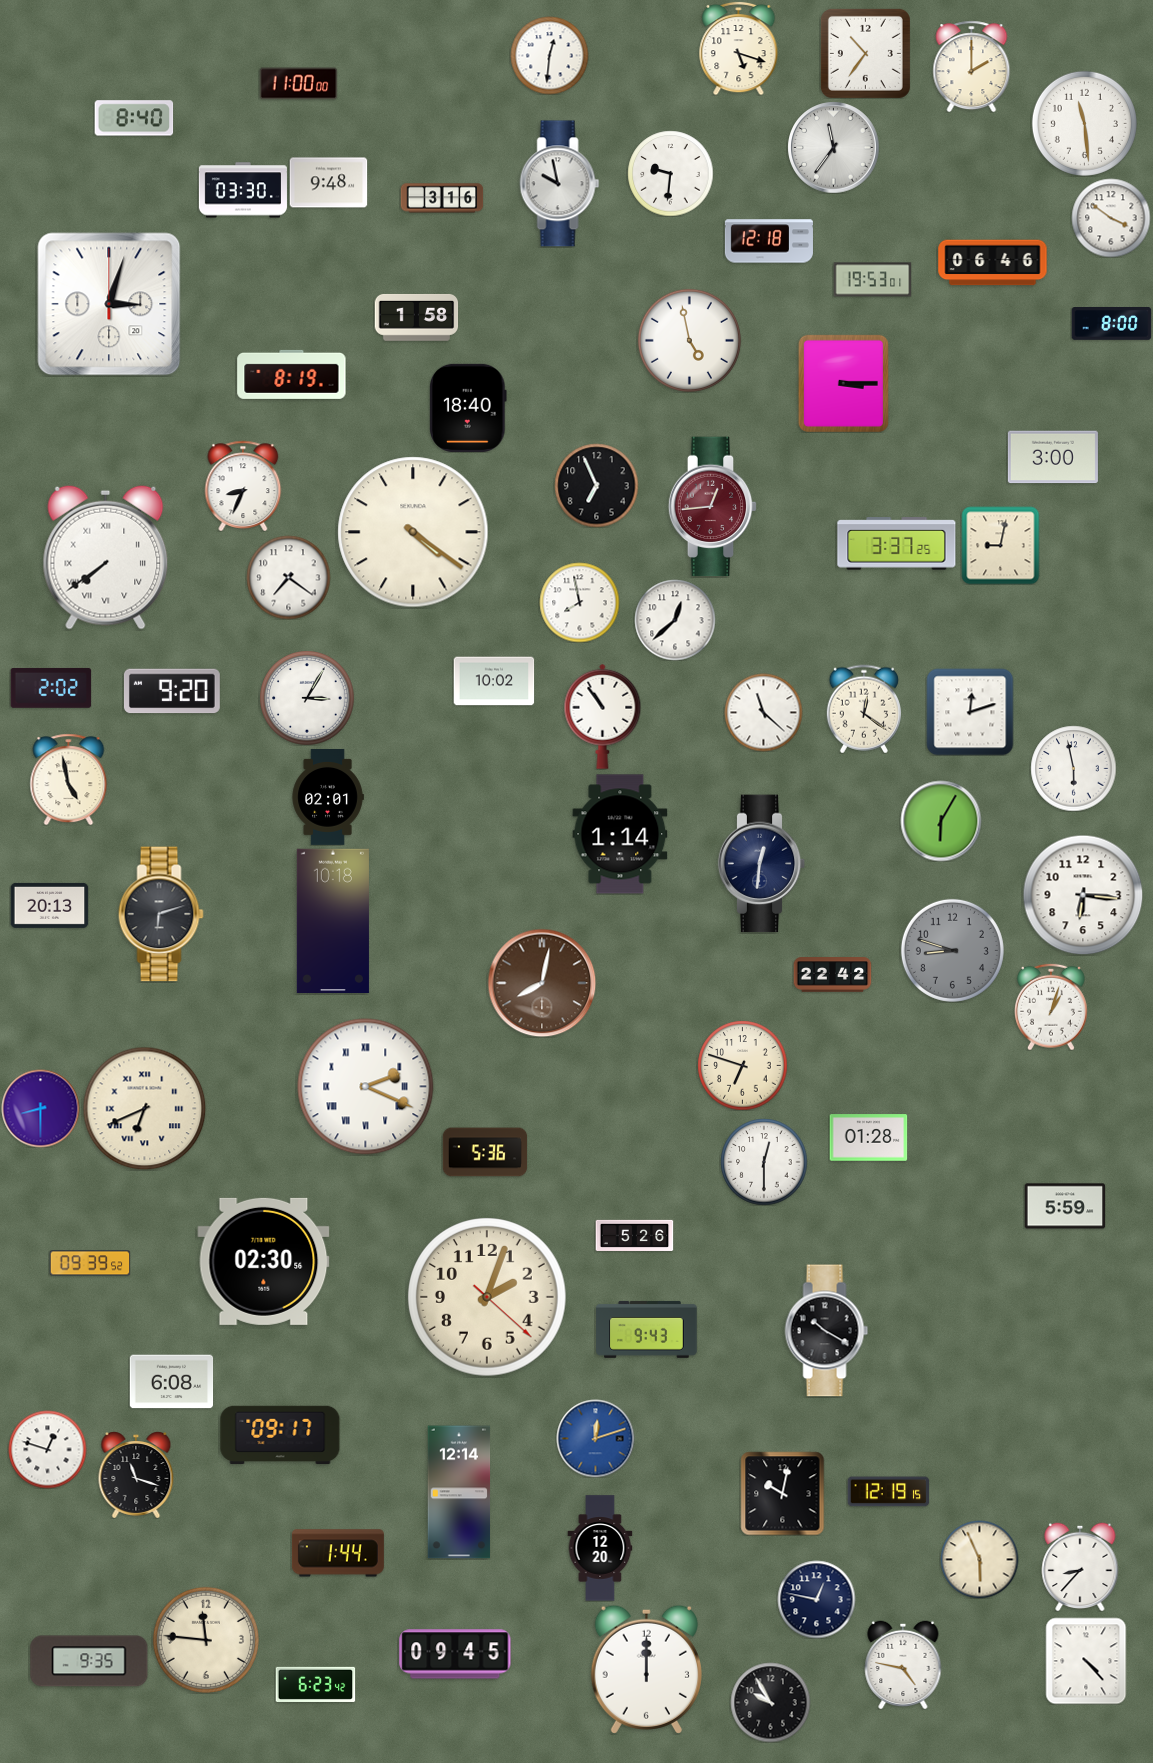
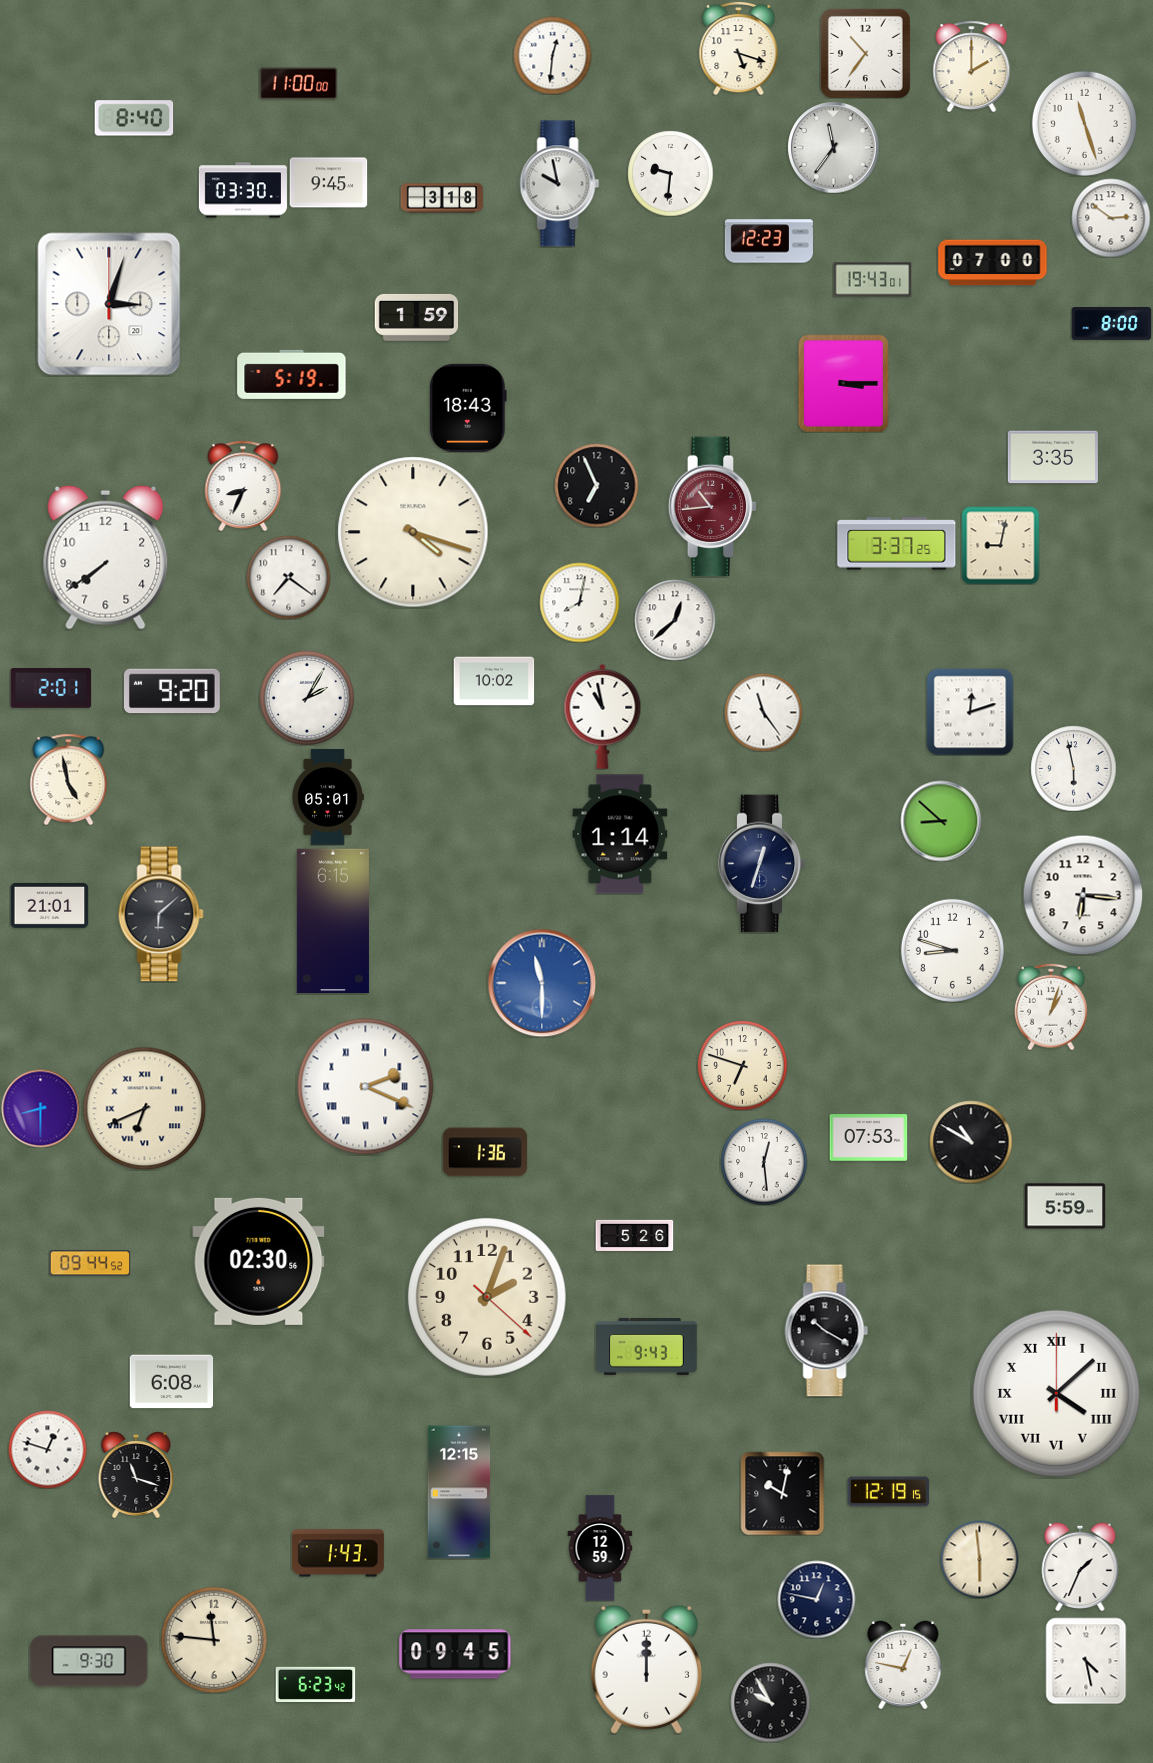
clock at (549, 55) position: (549, 55) -> (552, 55)
clock at (1084, 123): 11:29 -> 11:27
clock at (328, 183): 9:48 -> 9:45
clock at (442, 198): 3:16 -> 3:18
clock at (1111, 218): 3:51 -> 2:51
clock at (769, 241): 12:18 -> 12:23
clock at (993, 263): 06:46 -> 07:00
clock at (872, 280): 19:53 -> 19:43
clock at (416, 317): 1:58 -> 1:59
clock at (689, 340): 4:58 -> none
clock at (292, 374): 8:19 -> 5:19
clock at (468, 408): 18:40 -> 18:43
clock at (1053, 457): 3:00 -> 3:35
clock at (713, 507): 12:44 -> 10:44
clock at (413, 532): 4:21 -> 4:18
clock at (106, 557) numerals: Roman -> Arabic
clock at (579, 602): 7:58 -> 8:02
clock at (51, 688): 2:02 -> 2:01
clock at (307, 698): 3:05 -> 2:05
clock at (864, 709): 12:21 -> none
clock at (763, 712): 11:22 -> 11:24
clock at (603, 716): 10:54 -> 10:58
clock at (328, 798): 02:01 -> 05:01
clock at (941, 821): 6:05 -> 8:52
clock at (762, 864): 12:31 -> 12:33
clock at (49, 905): 20:13 -> 21:01
clock at (161, 914): 6:12 -> 6:08
clock at (333, 920): 10:18 -> 6:15
clock at (952, 950) dial: grey -> white
clock at (832, 975): 22:42 -> none
clock at (542, 983): 8:02 -> 11:30
clock at (542, 983) dial: brown -> blue
clock at (868, 1138): 01:28 -> 07:53
clock at (971, 1142): none -> 10:50
clock at (485, 1152): 5:36 -> 1:36
clock at (764, 1162): 12:30 -> 12:29
clock at (264, 1261) position: (264, 1261) -> (259, 1261)
clock at (90, 1263): 09:39 -> 09:44
clock at (647, 1329) position: (647, 1329) -> (647, 1346)
clock at (1056, 1393): none -> 4:08
clock at (280, 1435): 09:17 -> none
clock at (595, 1438): 12:12 -> none
clock at (459, 1492): 12:14 -> 12:15
clock at (600, 1548): 12:20 -> 12:59
clock at (338, 1553): 1:44 -> 1:43
clock at (979, 1559): 5:56 -> 5:59
clock at (1080, 1567): 8:37 -> 1:34
clock at (206, 1640) position: (206, 1640) -> (214, 1640)
clock at (89, 1661): 9:35 -> 9:30
clock at (1086, 1661): 4:23 -> 4:28
clock at (903, 1665): 4:47 -> 12:47
